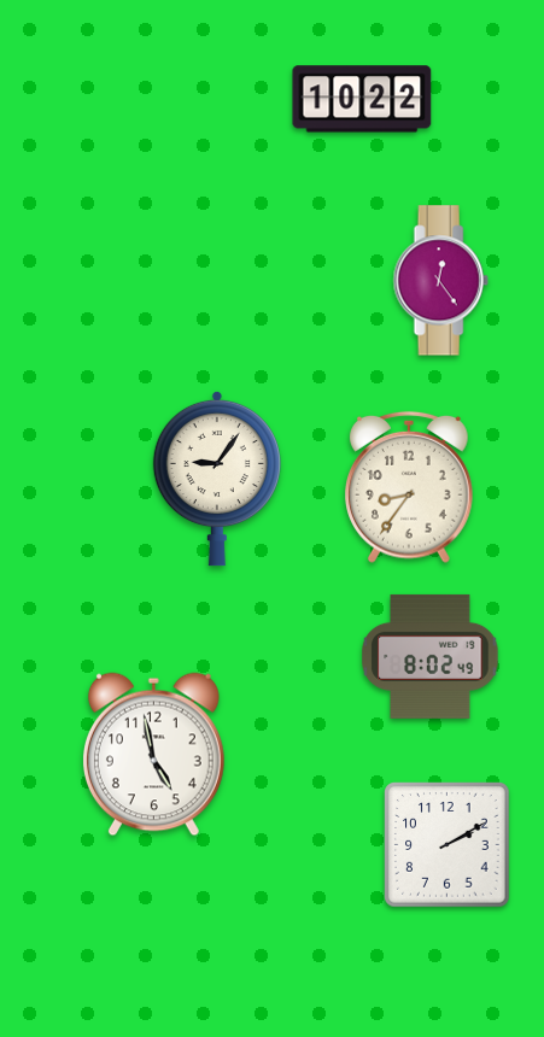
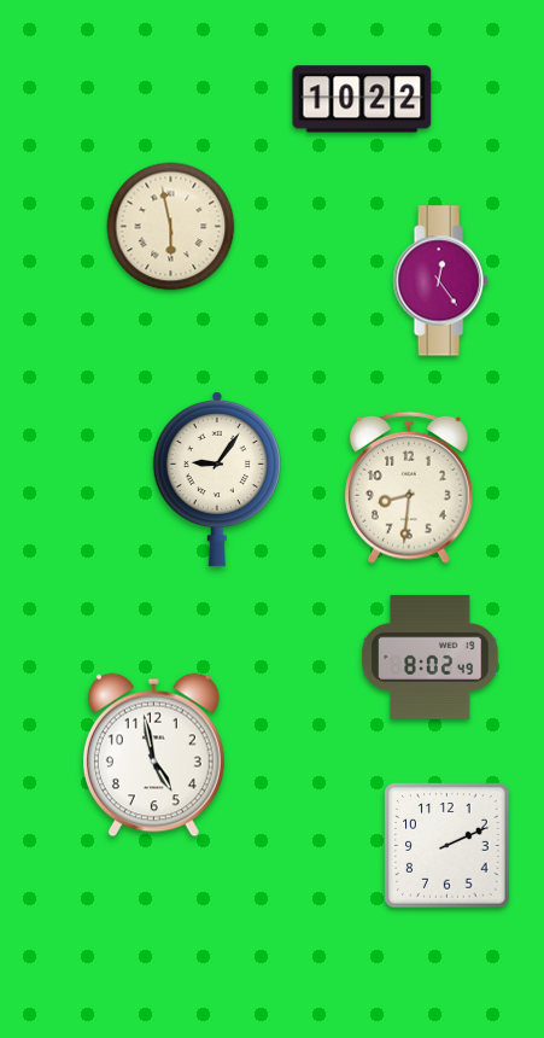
clock at (171, 227): none -> 5:58
clock at (410, 487): 8:36 -> 8:31
clock at (448, 845): 2:10 -> 2:11
